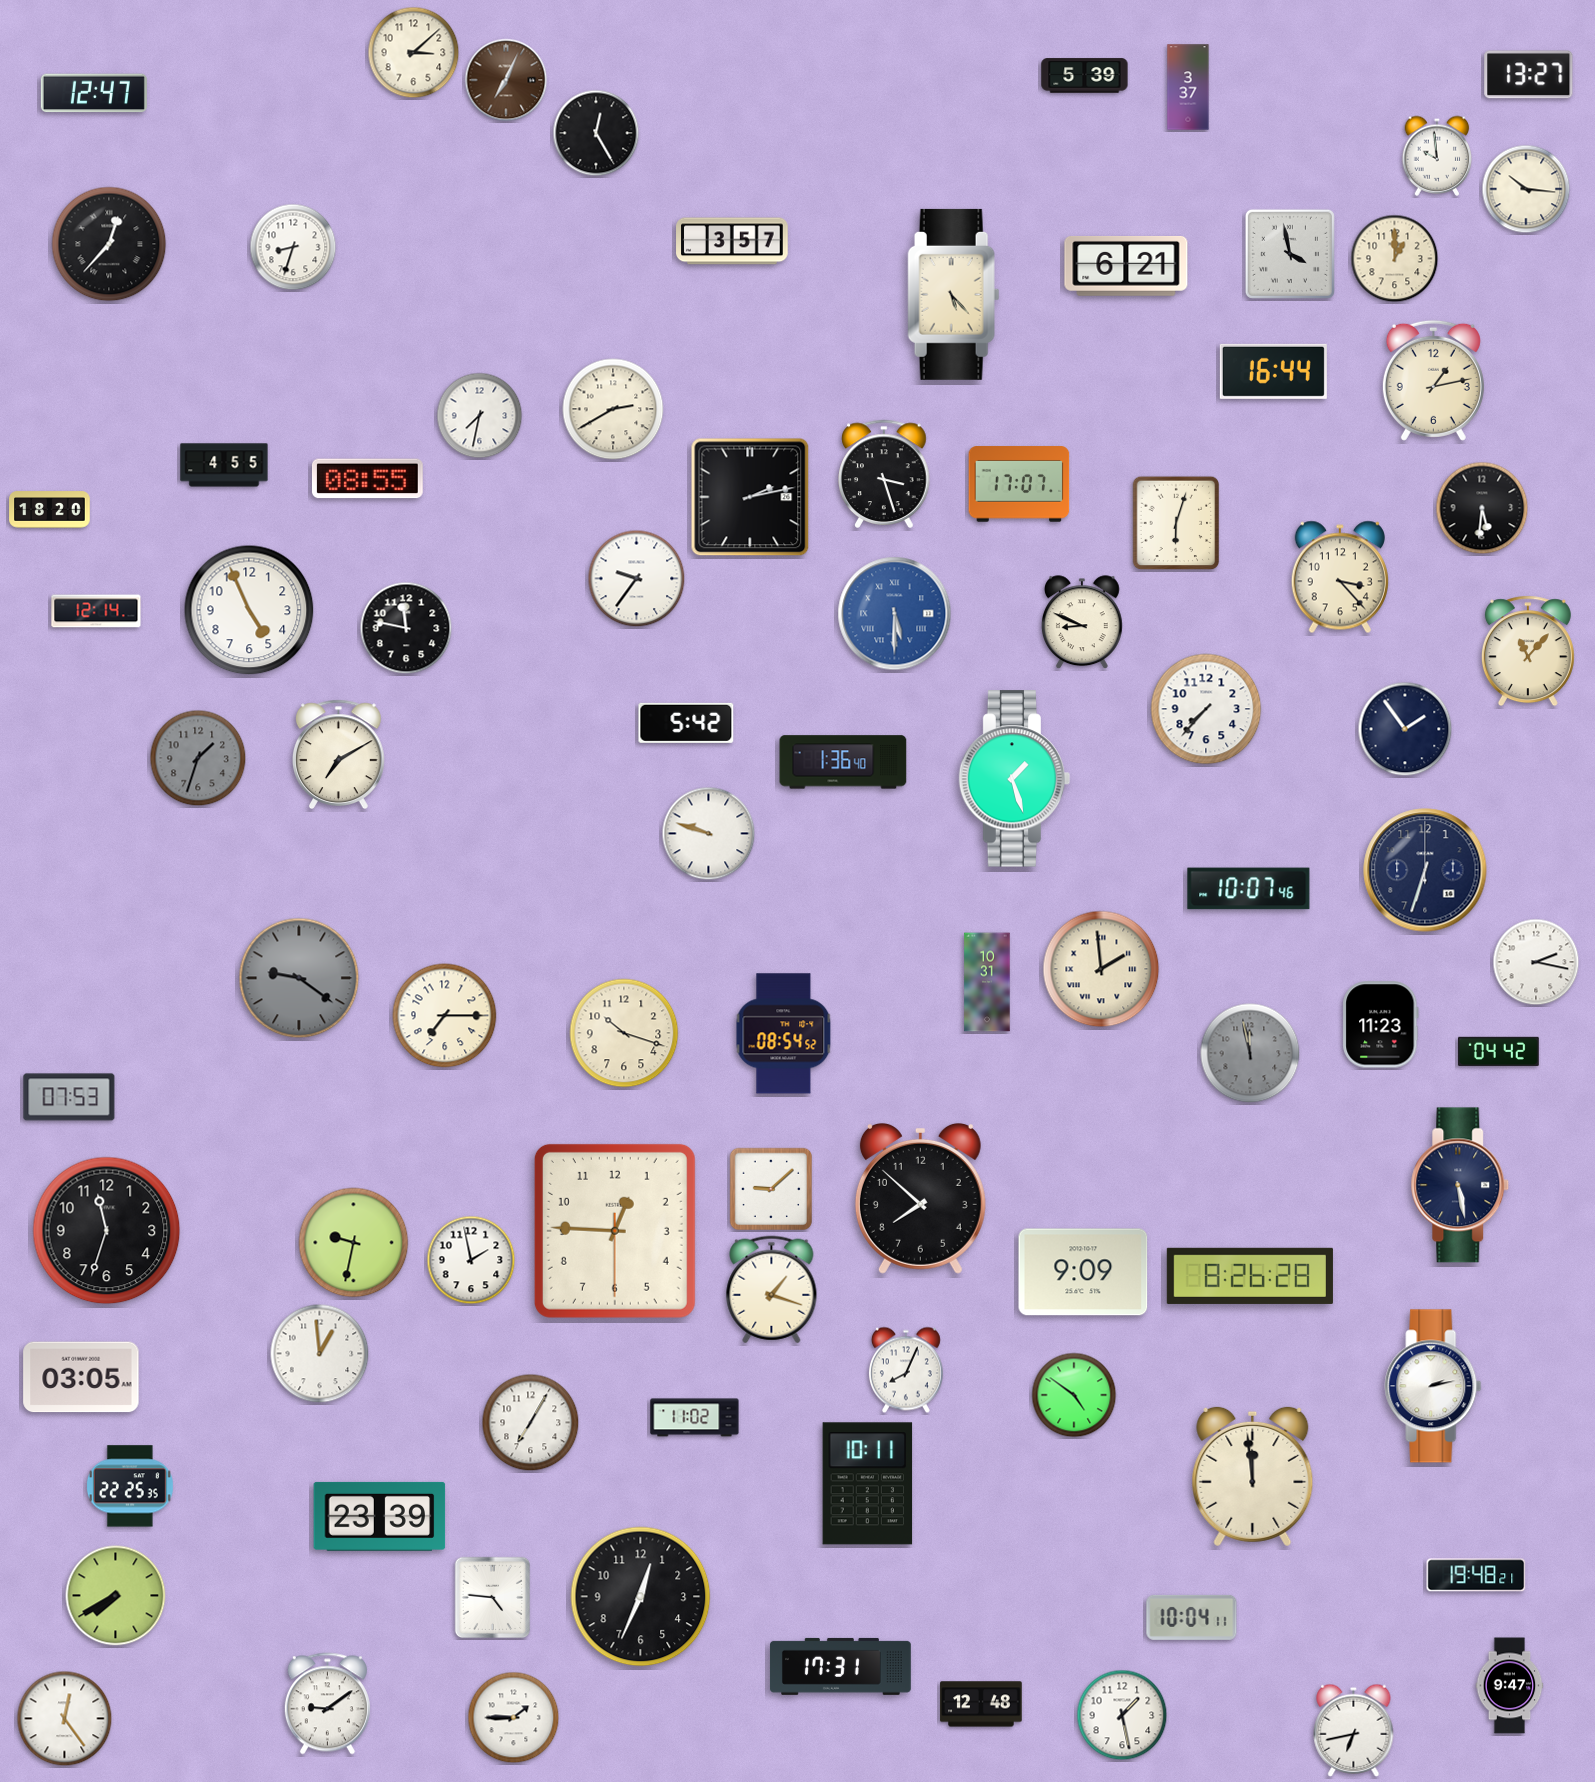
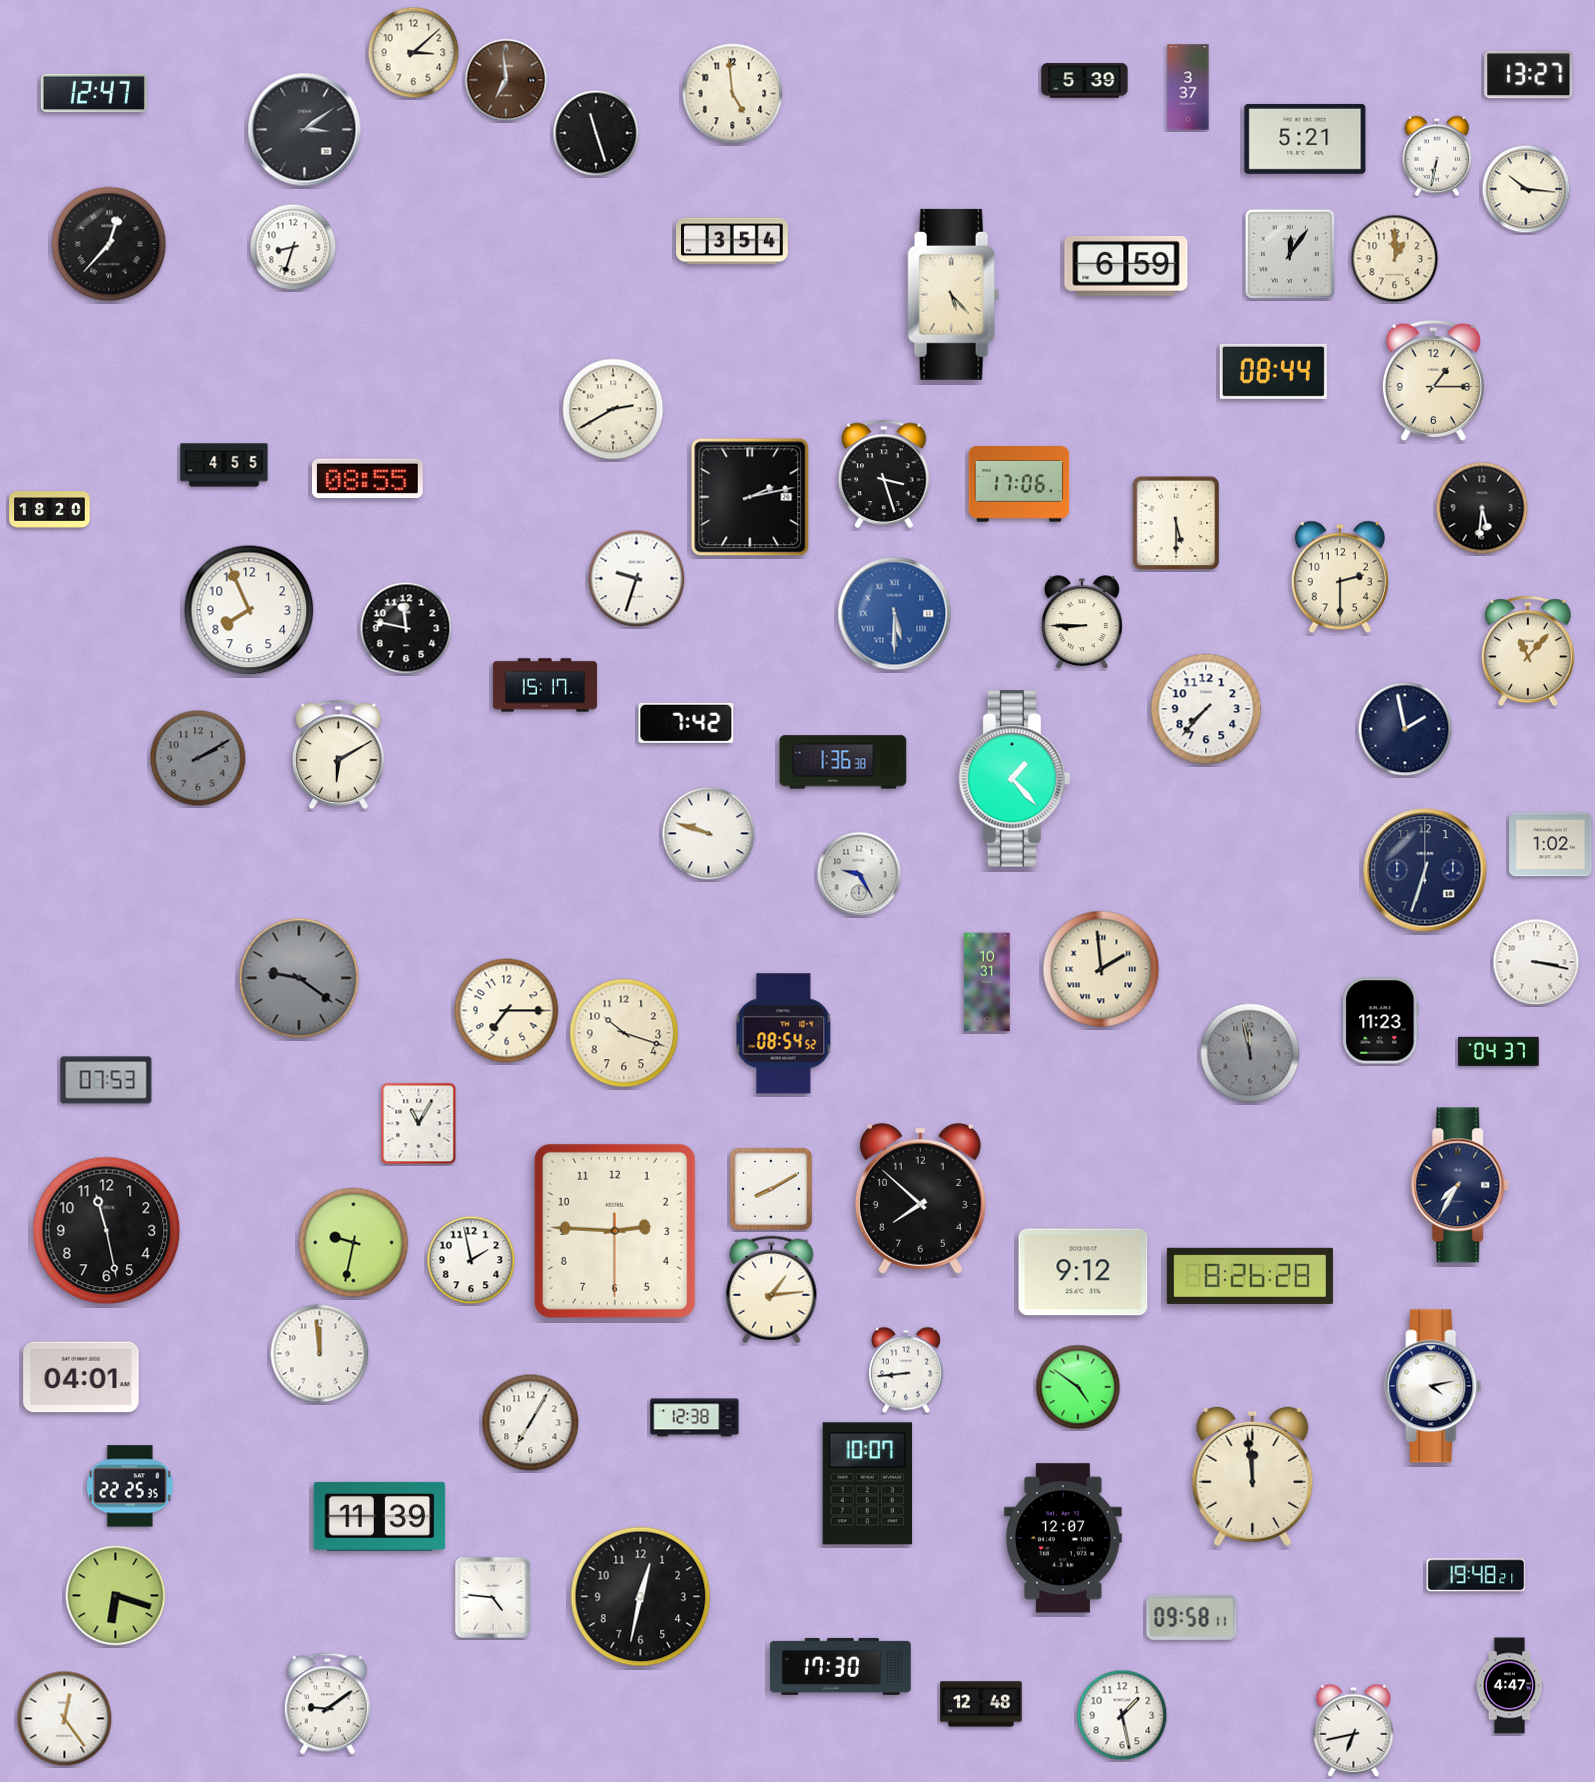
clock at (1085, 76) position: (1085, 76) -> (1085, 81)
clock at (506, 80): 7:04 -> 6:59
clock at (733, 94): none -> 4:59
clock at (305, 130): none -> 3:09
clock at (596, 133): 12:25 -> 11:27
clock at (1305, 139): none -> 5:21
clock at (1437, 156): 9:59 -> 6:32
clock at (732, 241): 3:57 -> 3:54
clock at (1290, 254): 3:58 -> 12:06
clock at (1126, 267): 6:21 -> 6:59
clock at (1273, 371): 16:44 -> 08:44
clock at (1433, 380): 1:13 -> 1:15
clock at (480, 416): 7:32 -> none
clock at (1019, 484): 17:07 -> 17:06
clock at (1176, 523): 6:03 -> 5:30
clock at (1340, 577): 3:23 -> 2:30
clock at (637, 579): 9:36 -> 9:33
clock at (249, 610): 4:56 -> 7:56
clock at (96, 611): 12:14 -> none
clock at (1082, 623): 8:49 -> 8:45
clock at (545, 685): none -> 15:17
clock at (686, 723): 5:42 -> 7:42
clock at (1405, 729): 1:54 -> 1:58
clock at (338, 755): 7:10 -> 6:10
clock at (198, 758): 1:33 -> 2:10
clock at (843, 762): 1:36:40 -> 1:36:38
clock at (1015, 779): 1:27 -> 1:23
clock at (1551, 845): none -> 1:02
clock at (859, 874): none -> 9:25
clock at (1249, 889): 10:07 -> none
clock at (1536, 962): 2:17 -> 3:17
clock at (445, 1016) position: (445, 1016) -> (507, 1011)
clock at (1381, 1025) position: (1381, 1025) -> (1381, 1021)
clock at (1499, 1051): 04:42 -> 04:37
clock at (69, 1097) position: (69, 1097) -> (106, 1080)
clock at (419, 1124): none -> 11:05
clock at (1460, 1185): 5:28 -> 7:35
clock at (771, 1189): 9:08 -> 8:10
clock at (107, 1231): 11:33 -> 11:28
clock at (615, 1231): 12:45 -> 2:45
clock at (1083, 1272): 9:09 -> 9:12
clock at (772, 1290): 1:18 -> 1:14
clock at (320, 1354): 12:59 -> 11:59
clock at (906, 1370): 8:04 -> 8:44
clock at (81, 1377): 03:05 -> 04:01
clock at (1433, 1386): 2:13 -> 4:13
clock at (1074, 1395) position: (1074, 1395) -> (1078, 1387)
clock at (695, 1418): 11:02 -> 12:38
clock at (868, 1484): 10:11 -> 10:07
clock at (380, 1516): 23:39 -> 11:39
clock at (1063, 1538): none -> 12:07
clock at (116, 1596): 7:40 -> 6:18
clock at (641, 1597): 12:34 -> 12:32
clock at (1192, 1617): 10:04 -> 09:58
clock at (840, 1666): 17:31 -> 17:30
clock at (1510, 1686): 9:47 -> 4:47
clock at (514, 1718): 1:45 -> none
